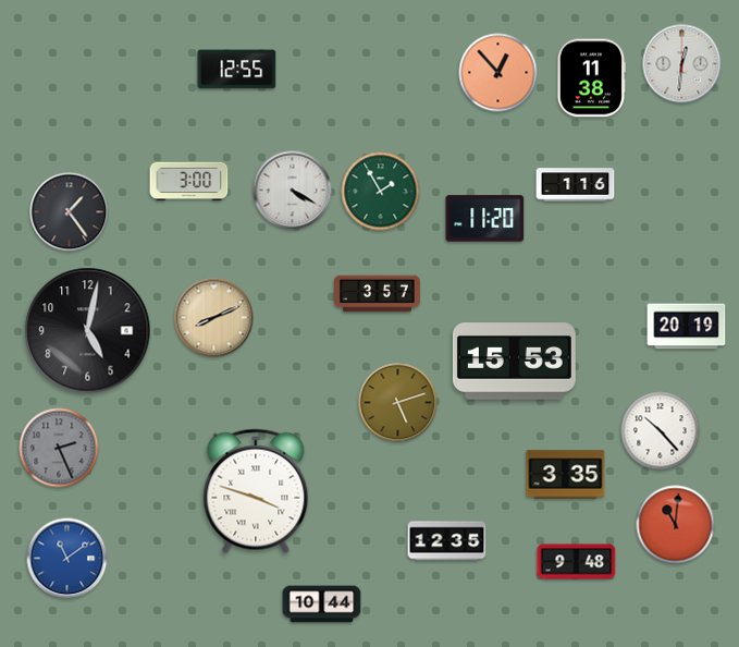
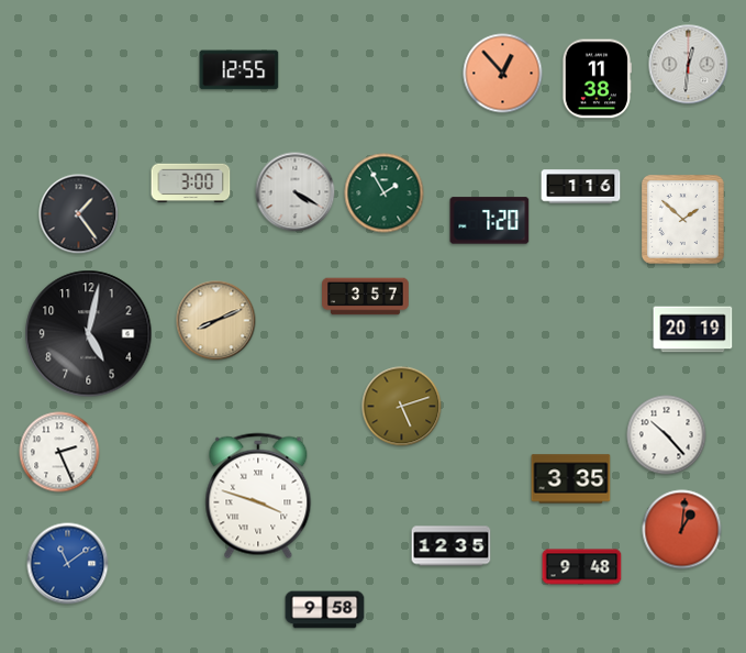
clock at (70, 212) position: (70, 212) -> (79, 214)
clock at (683, 220): none -> 1:52
clock at (485, 219): 11:20 -> 7:20
clock at (378, 294) position: (378, 294) -> (366, 297)
clock at (514, 362): 15:53 -> none
clock at (59, 448) dial: grey -> white
clock at (676, 525): 11:01 -> 1:01
clock at (322, 605): 10:44 -> 9:58
